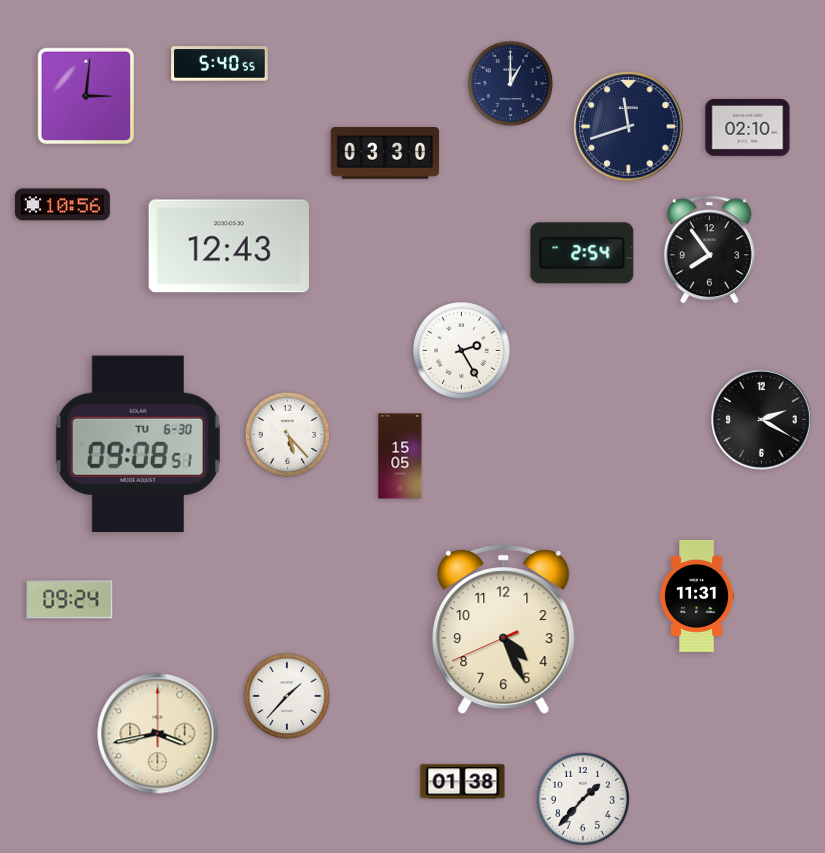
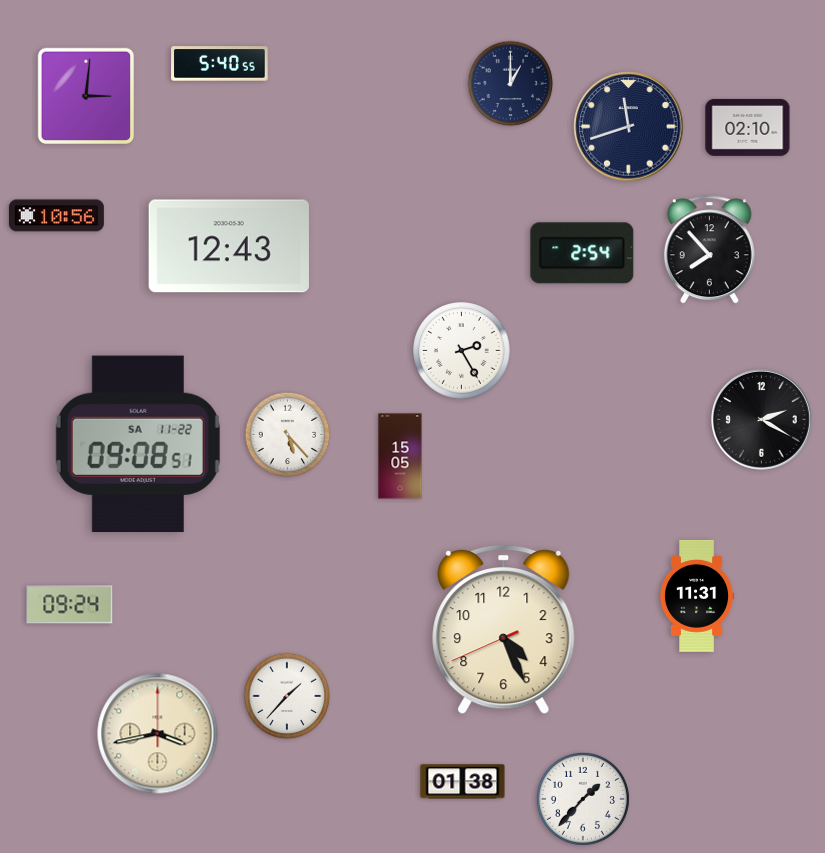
clock at (385, 153): 03:30 -> none
clock at (62, 205) position: (62, 205) -> (56, 216)
clock at (709, 250): 7:54 -> 7:53
clock at (138, 443) date: TU 6-30 -> SA 11-22
clock at (70, 600) position: (70, 600) -> (70, 605)
